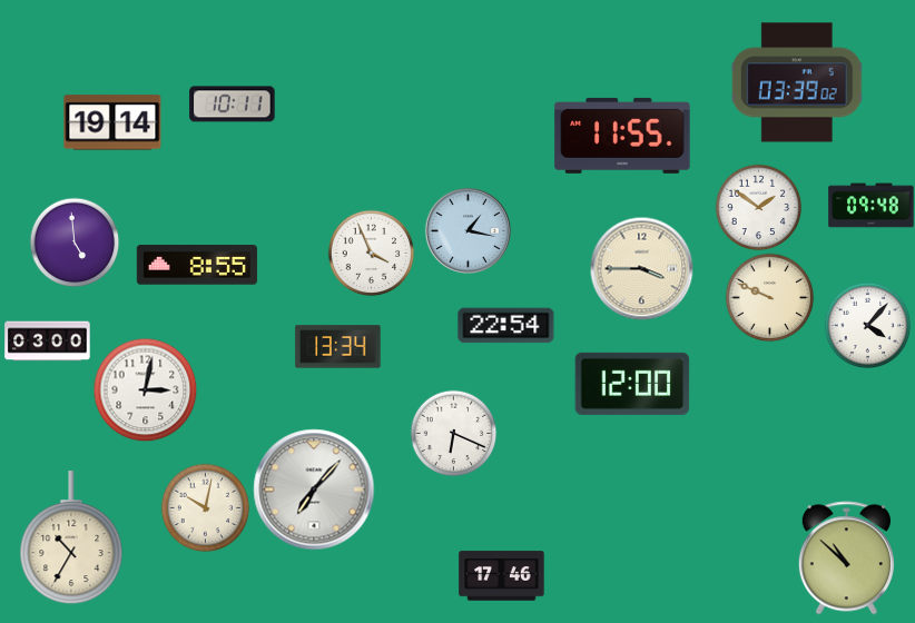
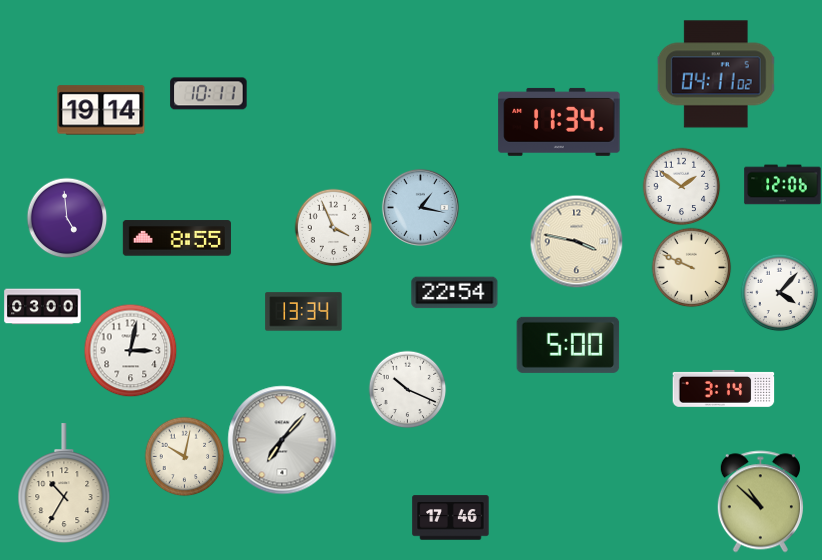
clock at (797, 82): 03:39 -> 04:11
clock at (622, 136): 11:55 -> 11:34
clock at (872, 206): 09:48 -> 12:06
clock at (641, 268): 3:45 -> 3:47
clock at (632, 384): 12:00 -> 5:00
clock at (724, 388): none -> 3:14
clock at (453, 433): 6:19 -> 10:19
